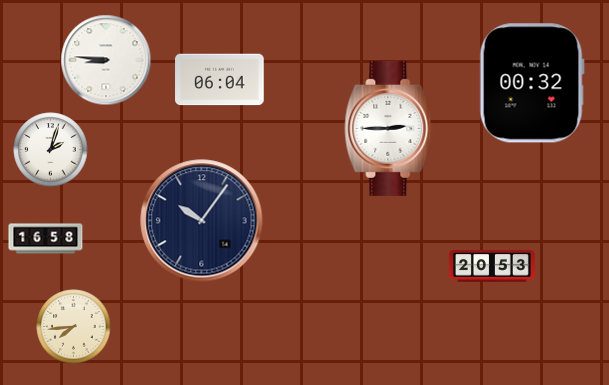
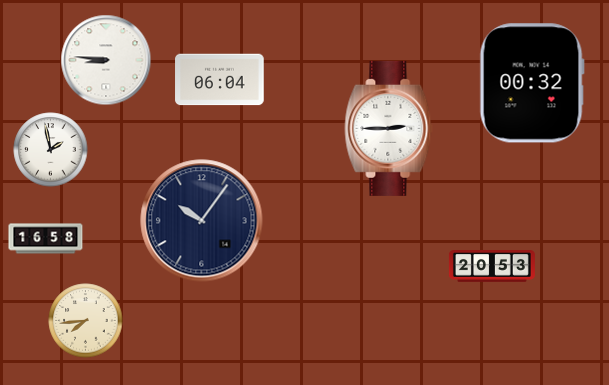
clock at (51, 150): 2:03 -> 1:58
clock at (74, 327) position: (74, 327) -> (86, 321)
